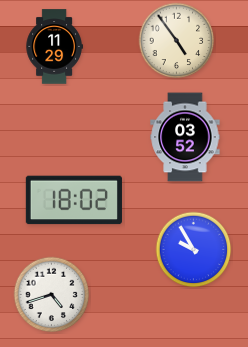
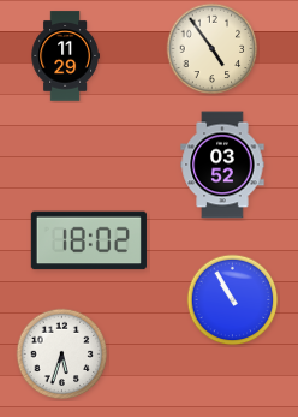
clock at (194, 250): 9:55 -> 10:55
clock at (52, 295): 4:42 -> 5:33
